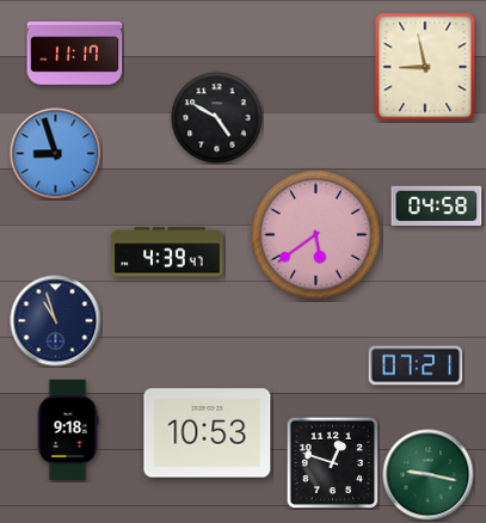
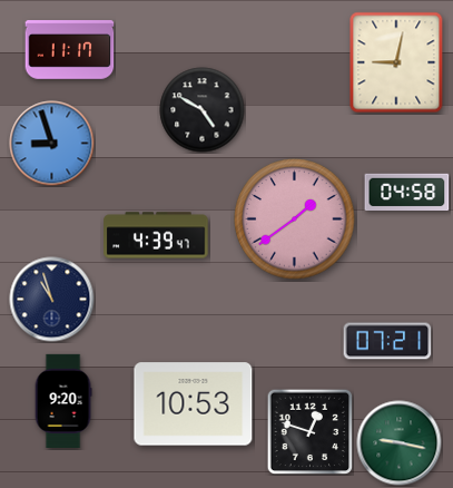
clock at (425, 67): 8:58 -> 9:02
clock at (316, 235): 5:39 -> 1:39
clock at (68, 429): 9:18 -> 9:20
